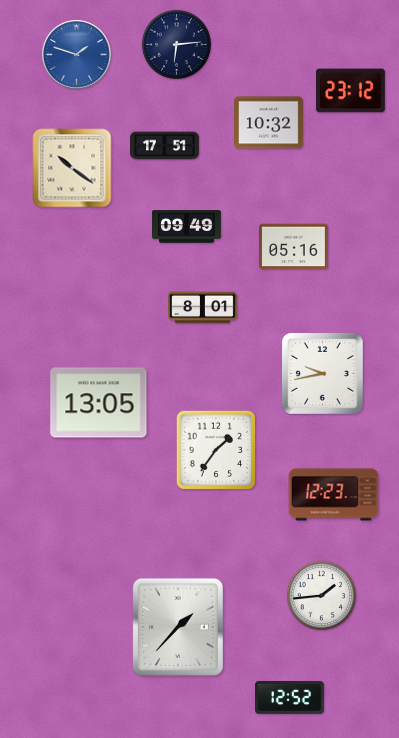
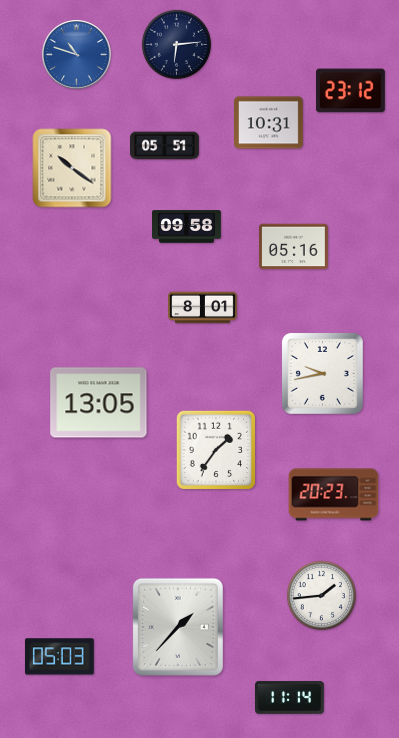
clock at (77, 55): 1:48 -> 10:48
clock at (269, 123): 10:32 -> 10:31
clock at (165, 146): 17:51 -> 05:51
clock at (187, 227): 09:49 -> 09:58
clock at (334, 495): 12:23 -> 20:23
clock at (59, 657): none -> 05:03
clock at (290, 698): 12:52 -> 11:14
